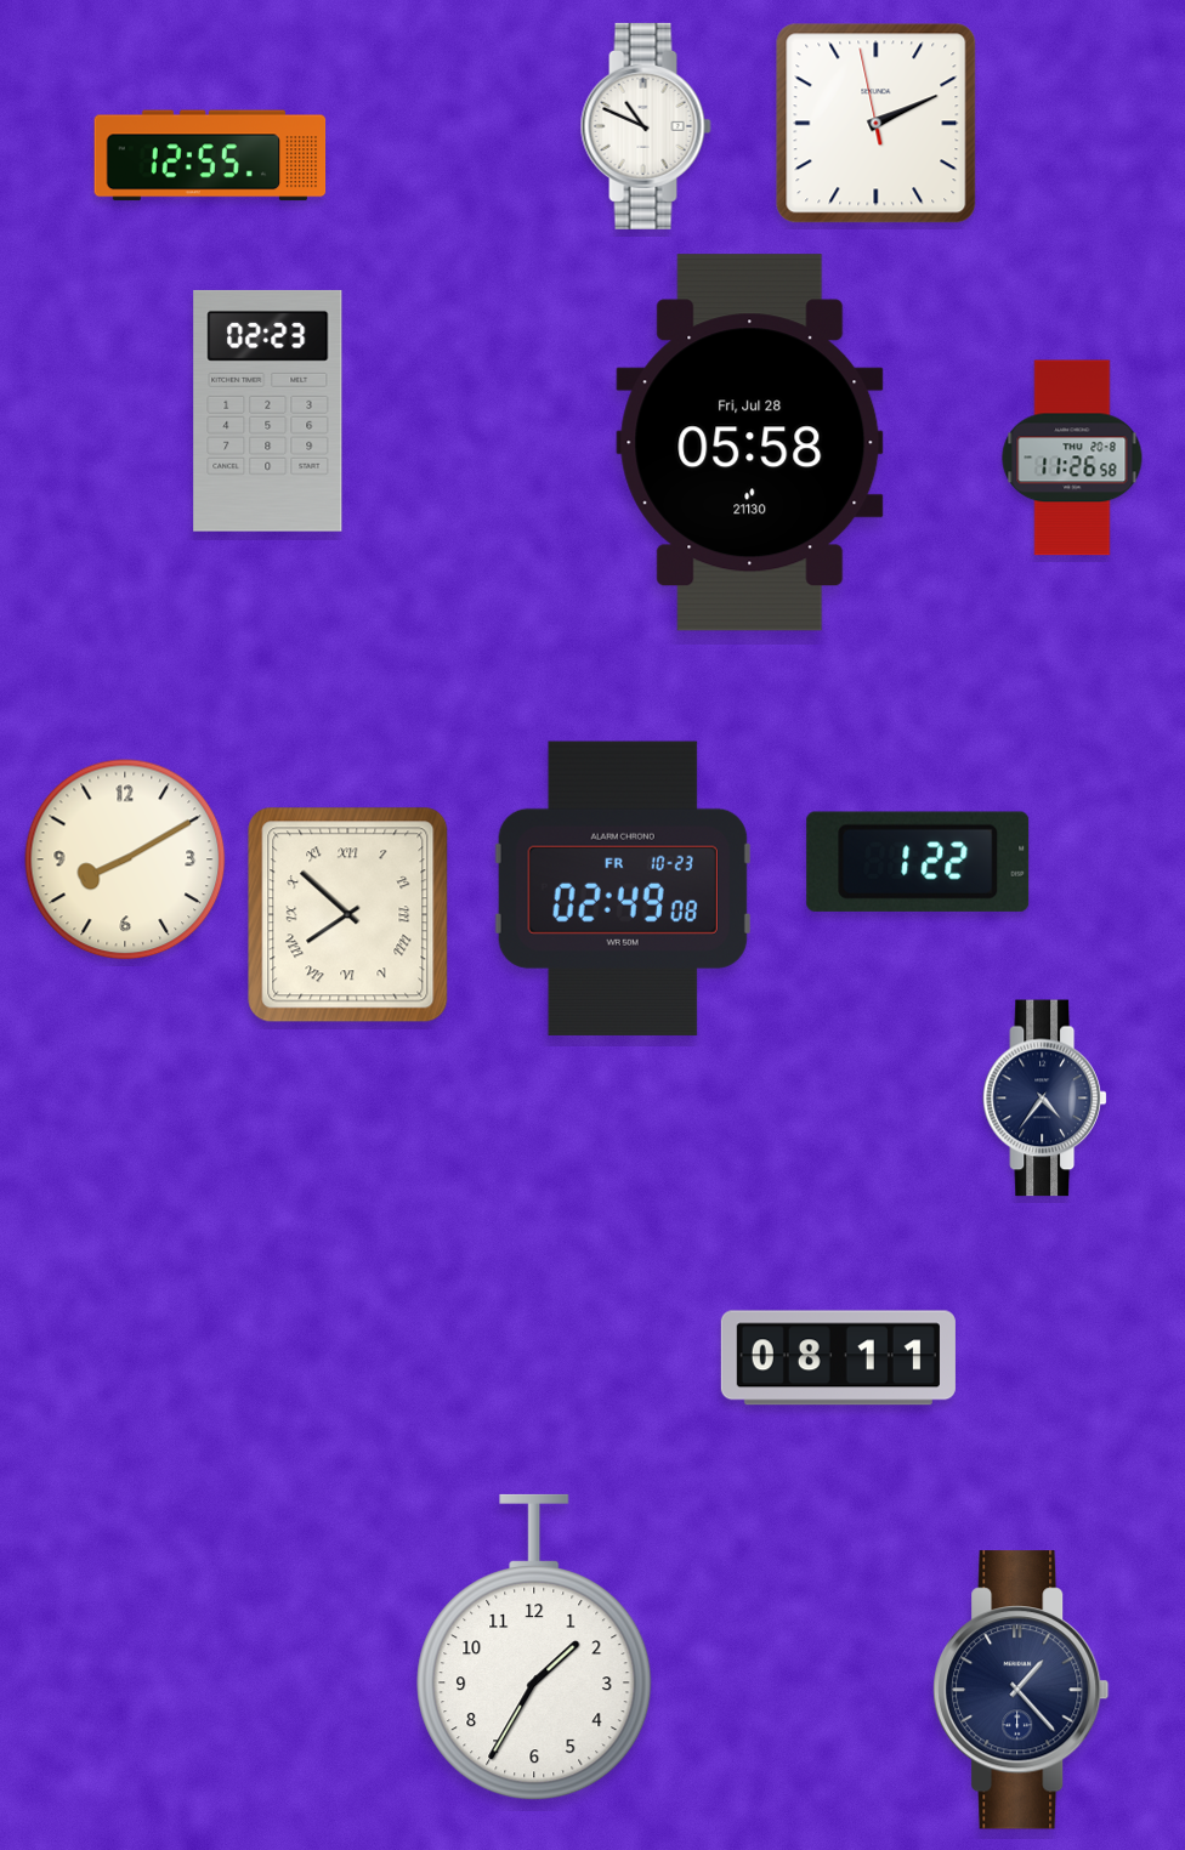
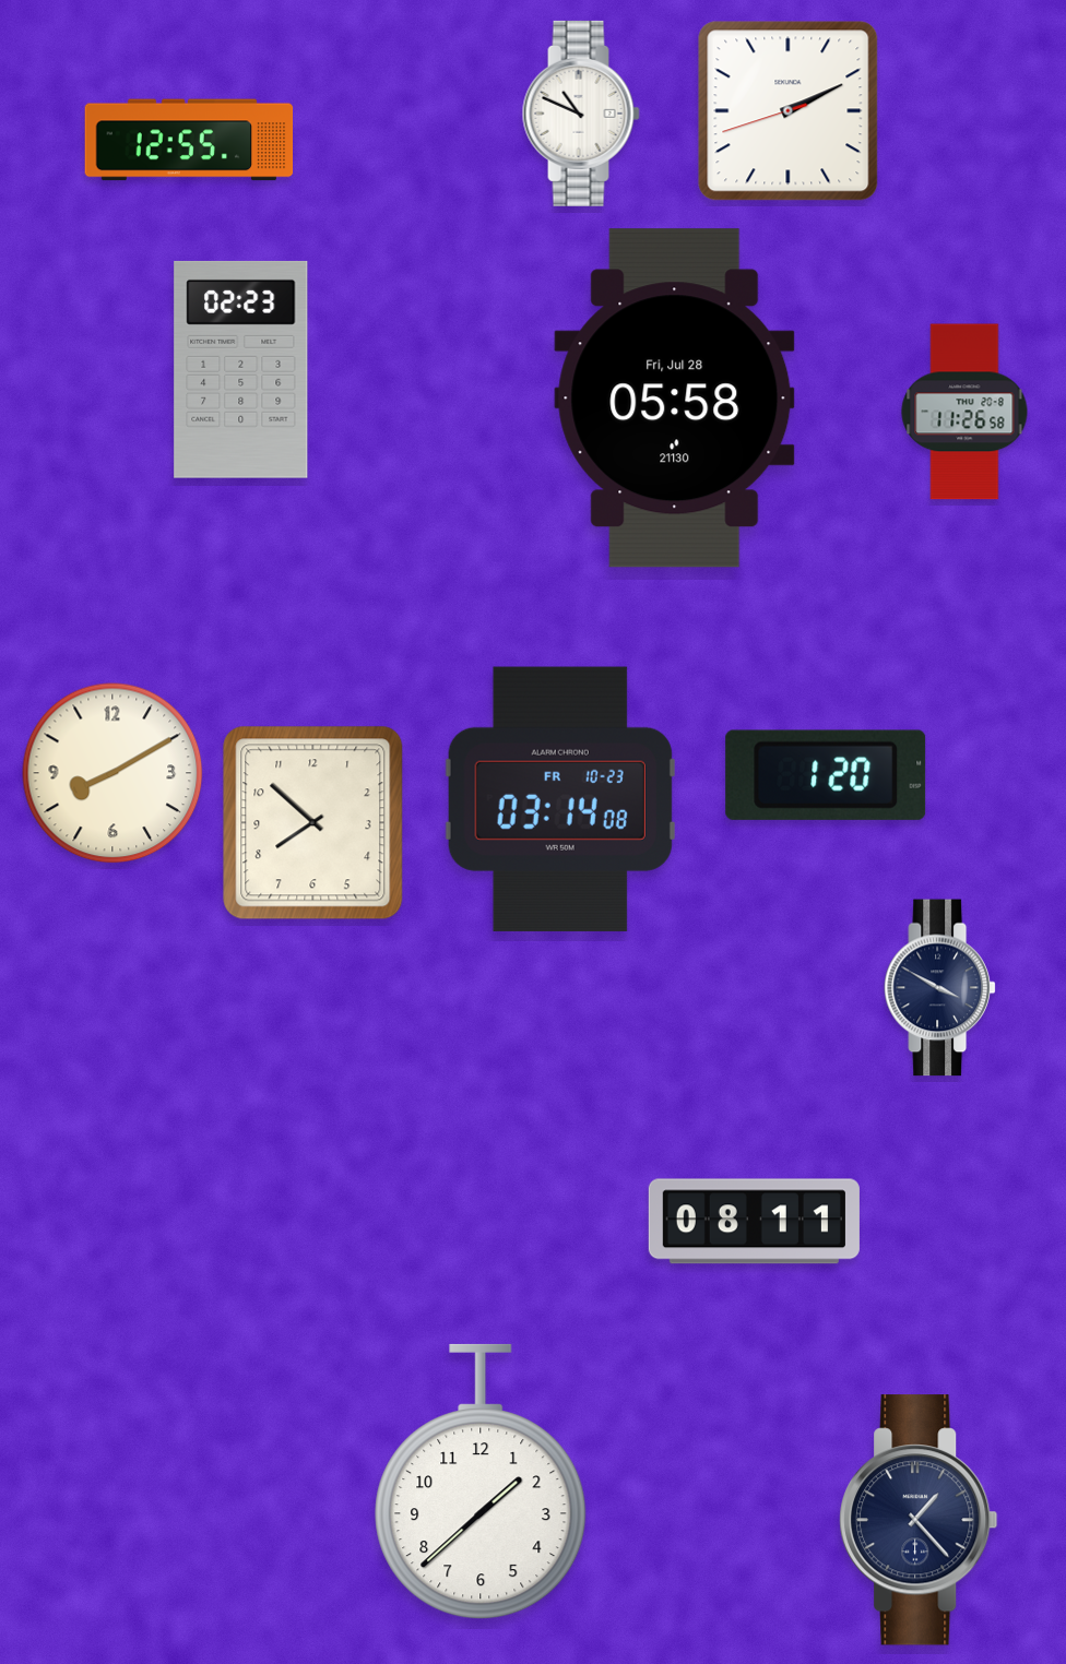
clock at (877, 124): 2:10:58 -> 2:10:42
clock at (918, 862): 1:22 -> 1:20
clock at (623, 889): 02:49 -> 03:14
clock at (348, 915) numerals: Roman -> Arabic
clock at (1044, 1099): 4:36 -> 3:50
clock at (534, 1647): 1:35 -> 1:38
